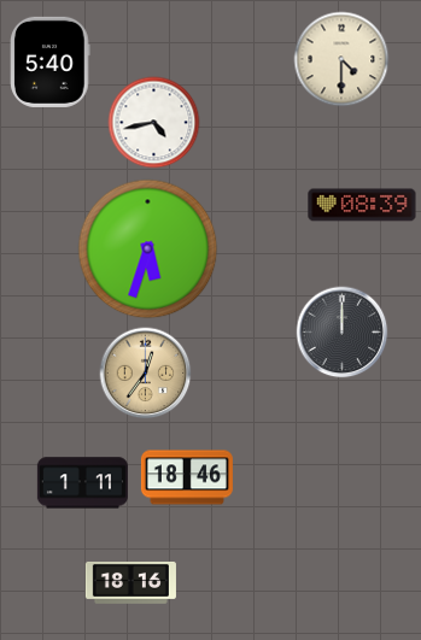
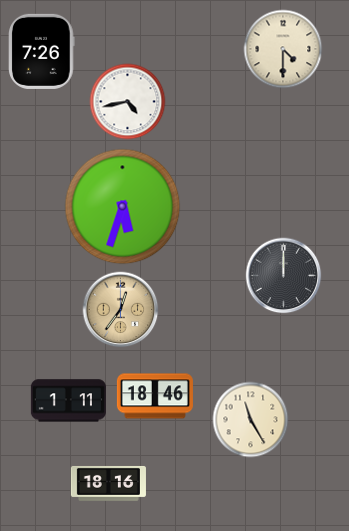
clock at (51, 61): 5:40 -> 7:26
clock at (362, 205): 08:39 -> none
clock at (251, 420): none -> 11:25
